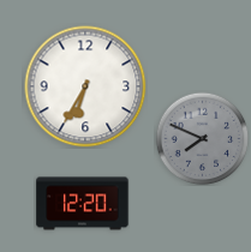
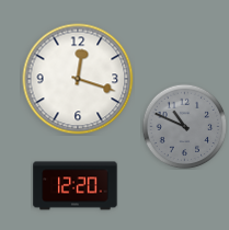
clock at (85, 86): 6:35 -> 12:18
clock at (202, 138): 7:49 -> 10:49
